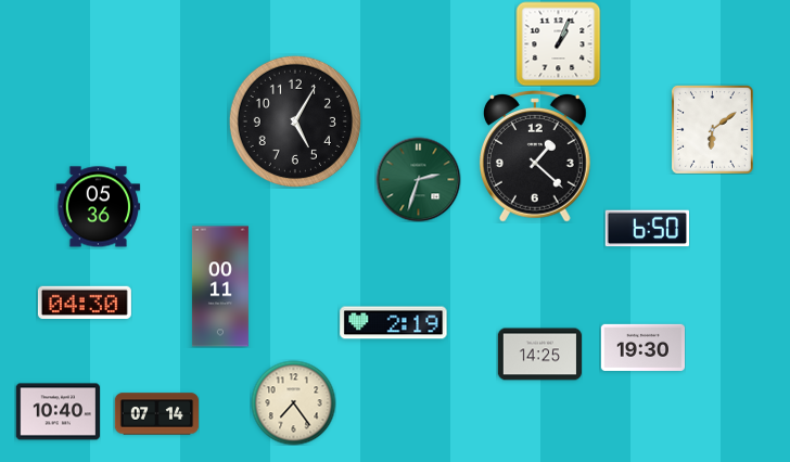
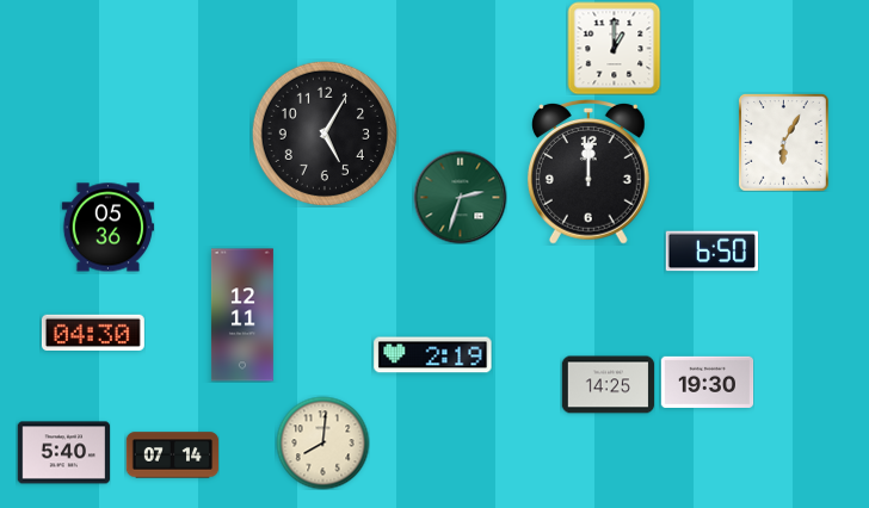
clock at (558, 43): 1:04 -> 1:00
clock at (713, 130): 6:09 -> 6:05
clock at (535, 156): 1:22 -> 12:00
clock at (220, 286): 00:11 -> 12:11
clock at (539, 355) position: (539, 355) -> (608, 385)
clock at (293, 402): 7:24 -> 8:01
clock at (58, 412): 10:40 -> 5:40
